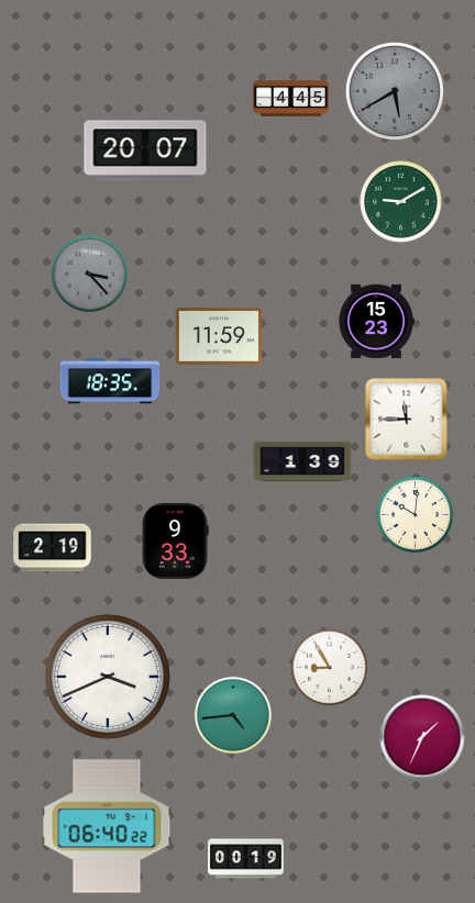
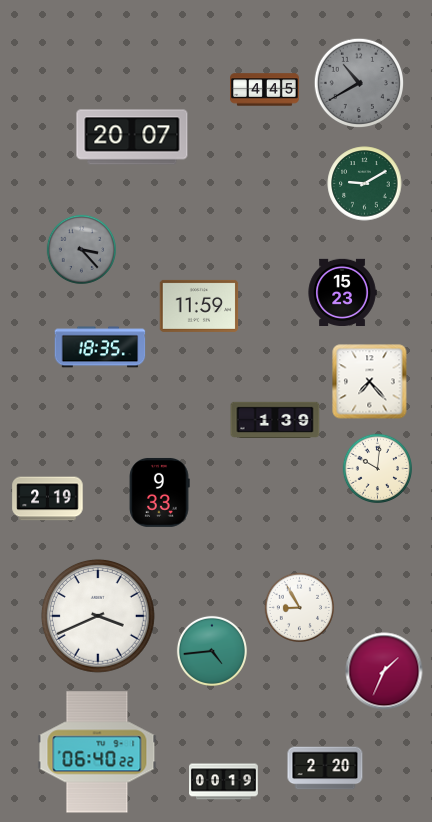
clock at (394, 90): 5:40 -> 10:40
clock at (407, 420): 11:45 -> 7:23
clock at (325, 768): none -> 2:20
